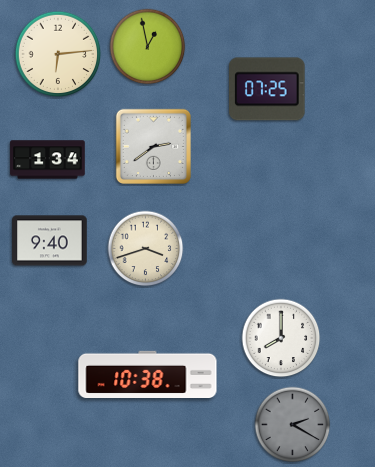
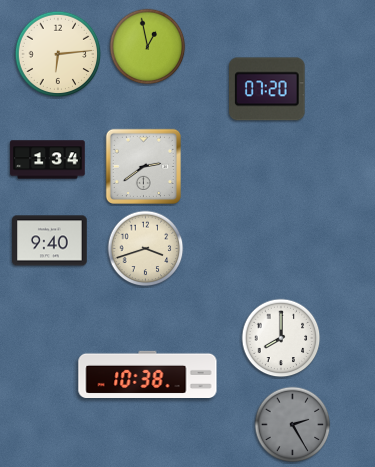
clock at (268, 89): 07:25 -> 07:20
clock at (153, 146) position: (153, 146) -> (143, 166)
clock at (293, 425): 2:20 -> 2:25
